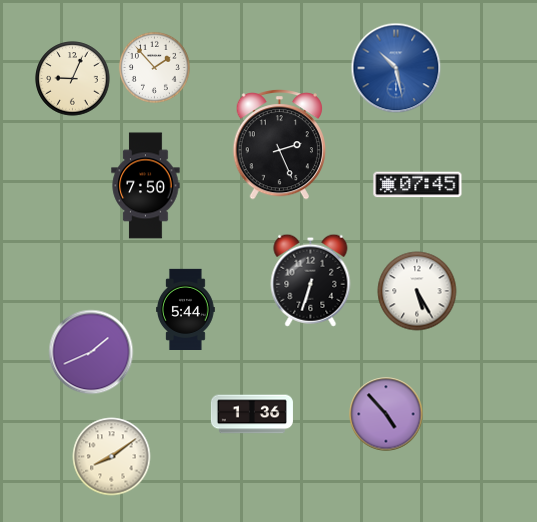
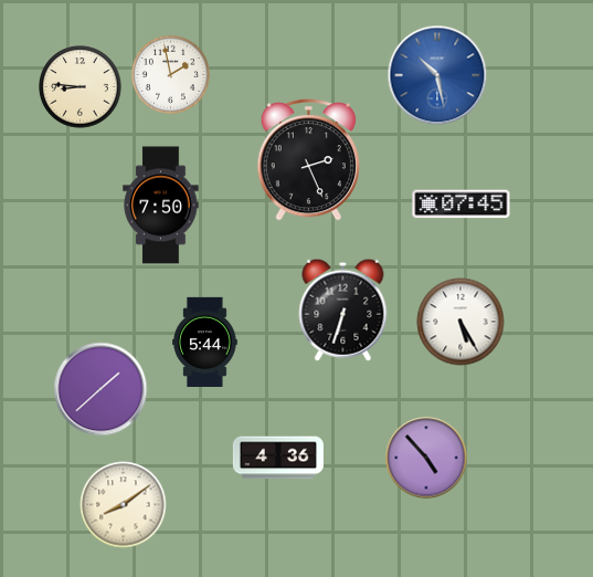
clock at (154, 67): 1:53 -> 1:58
clock at (73, 79): 9:04 -> 8:46
clock at (91, 352): 1:41 -> 1:38
clock at (252, 414): 1:36 -> 4:36
